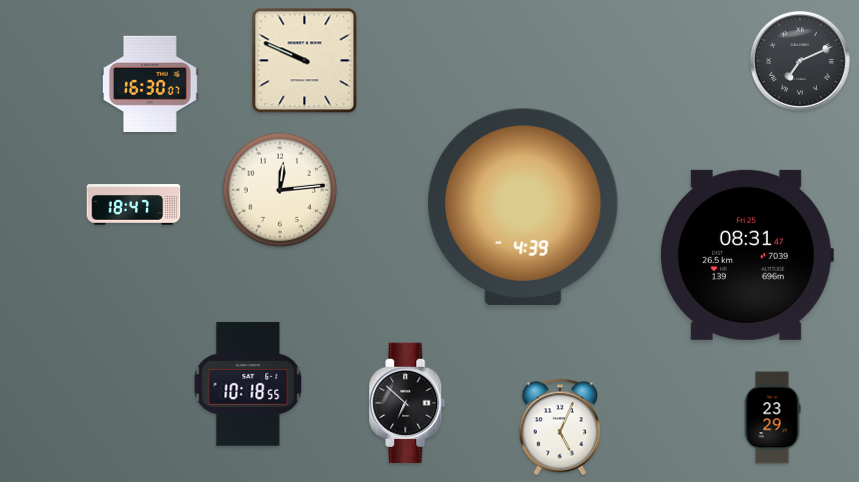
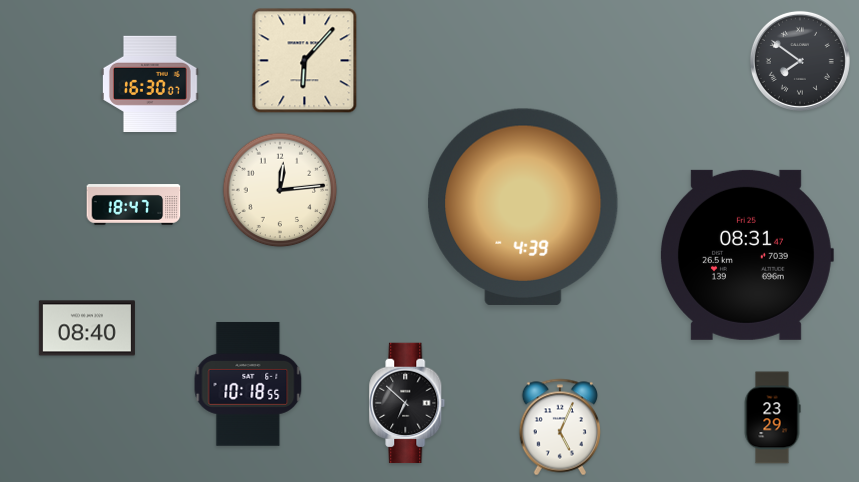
clock at (305, 61): 9:49 -> 6:07
clock at (800, 61): 7:11 -> 7:51
clock at (87, 328): none -> 08:40
